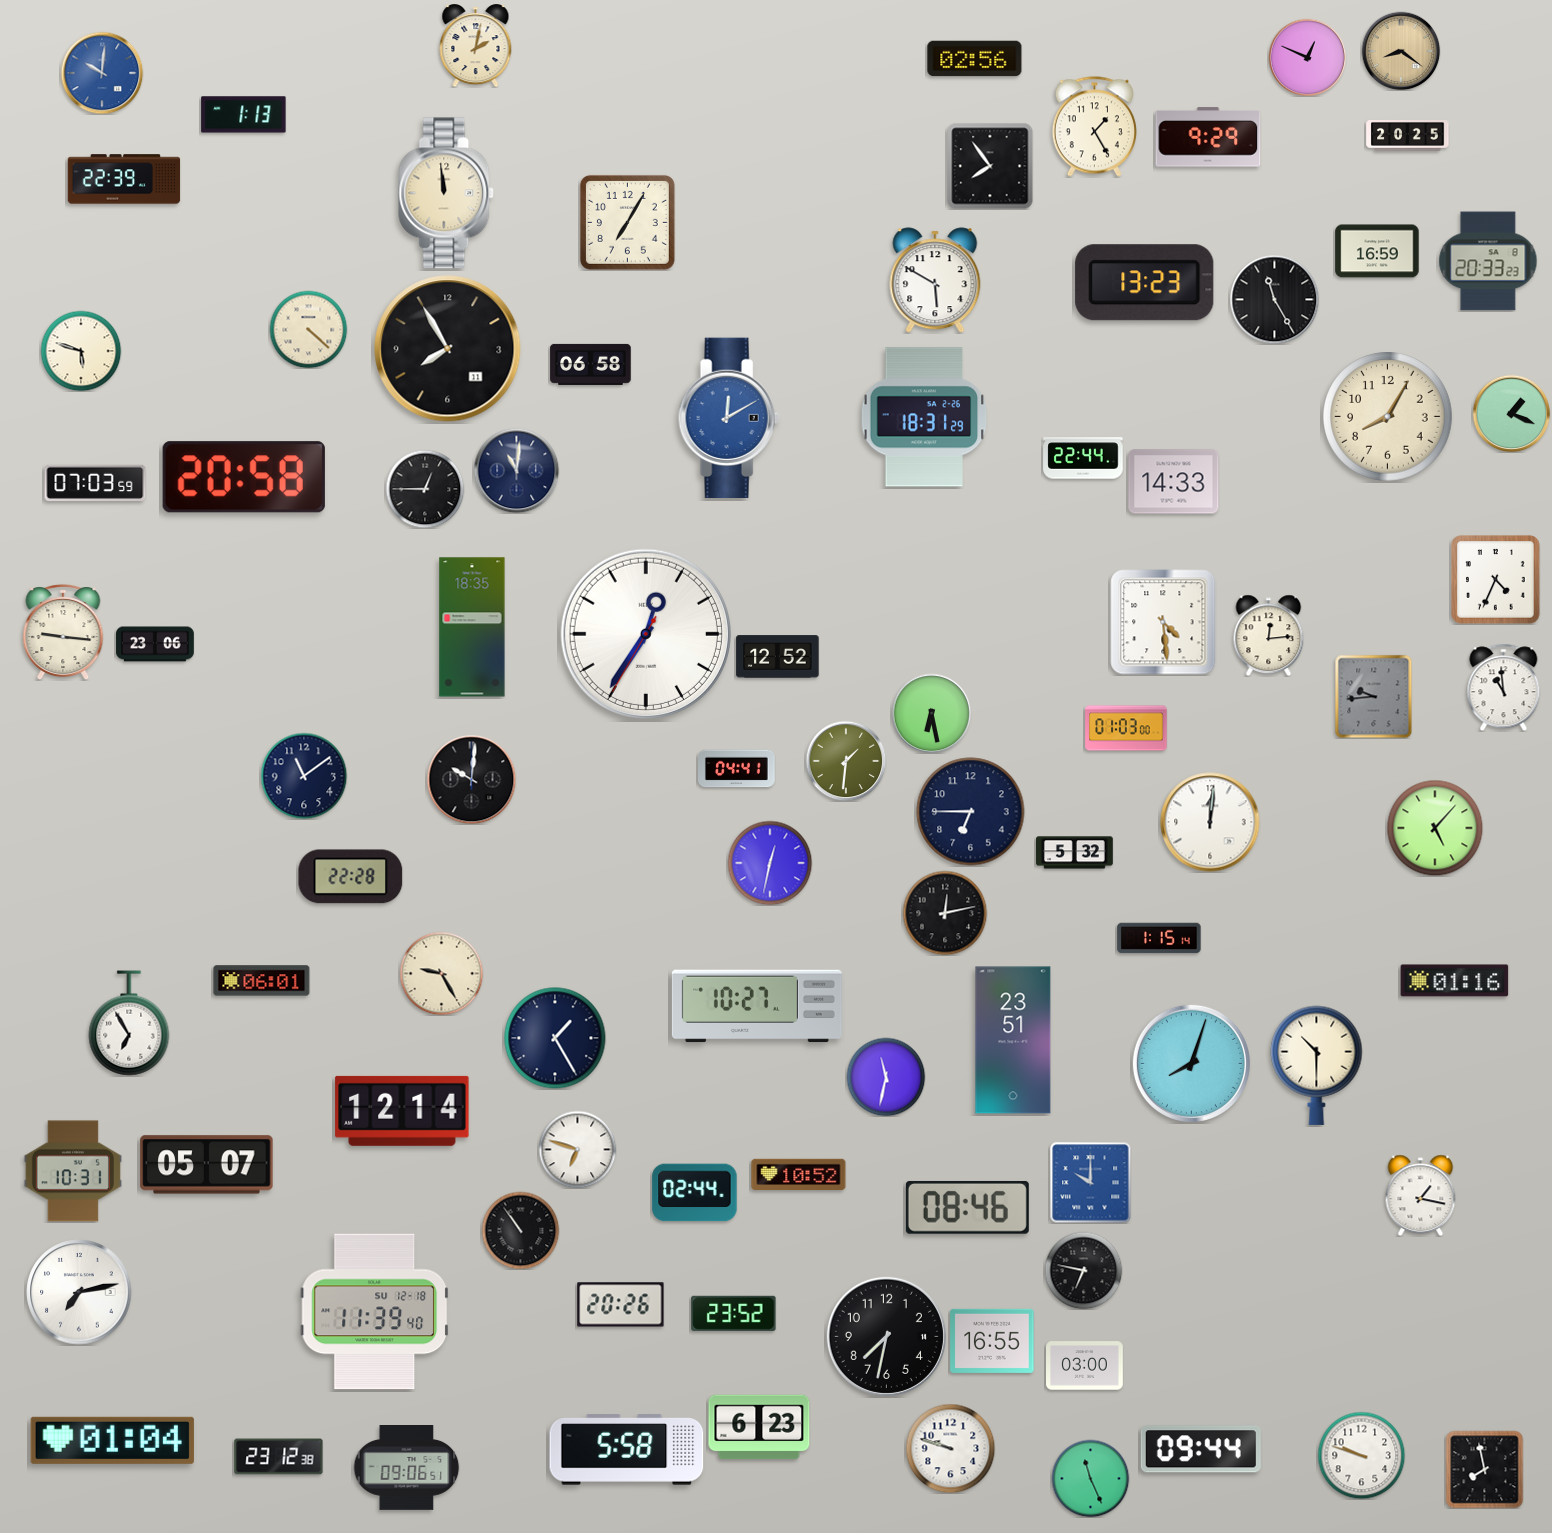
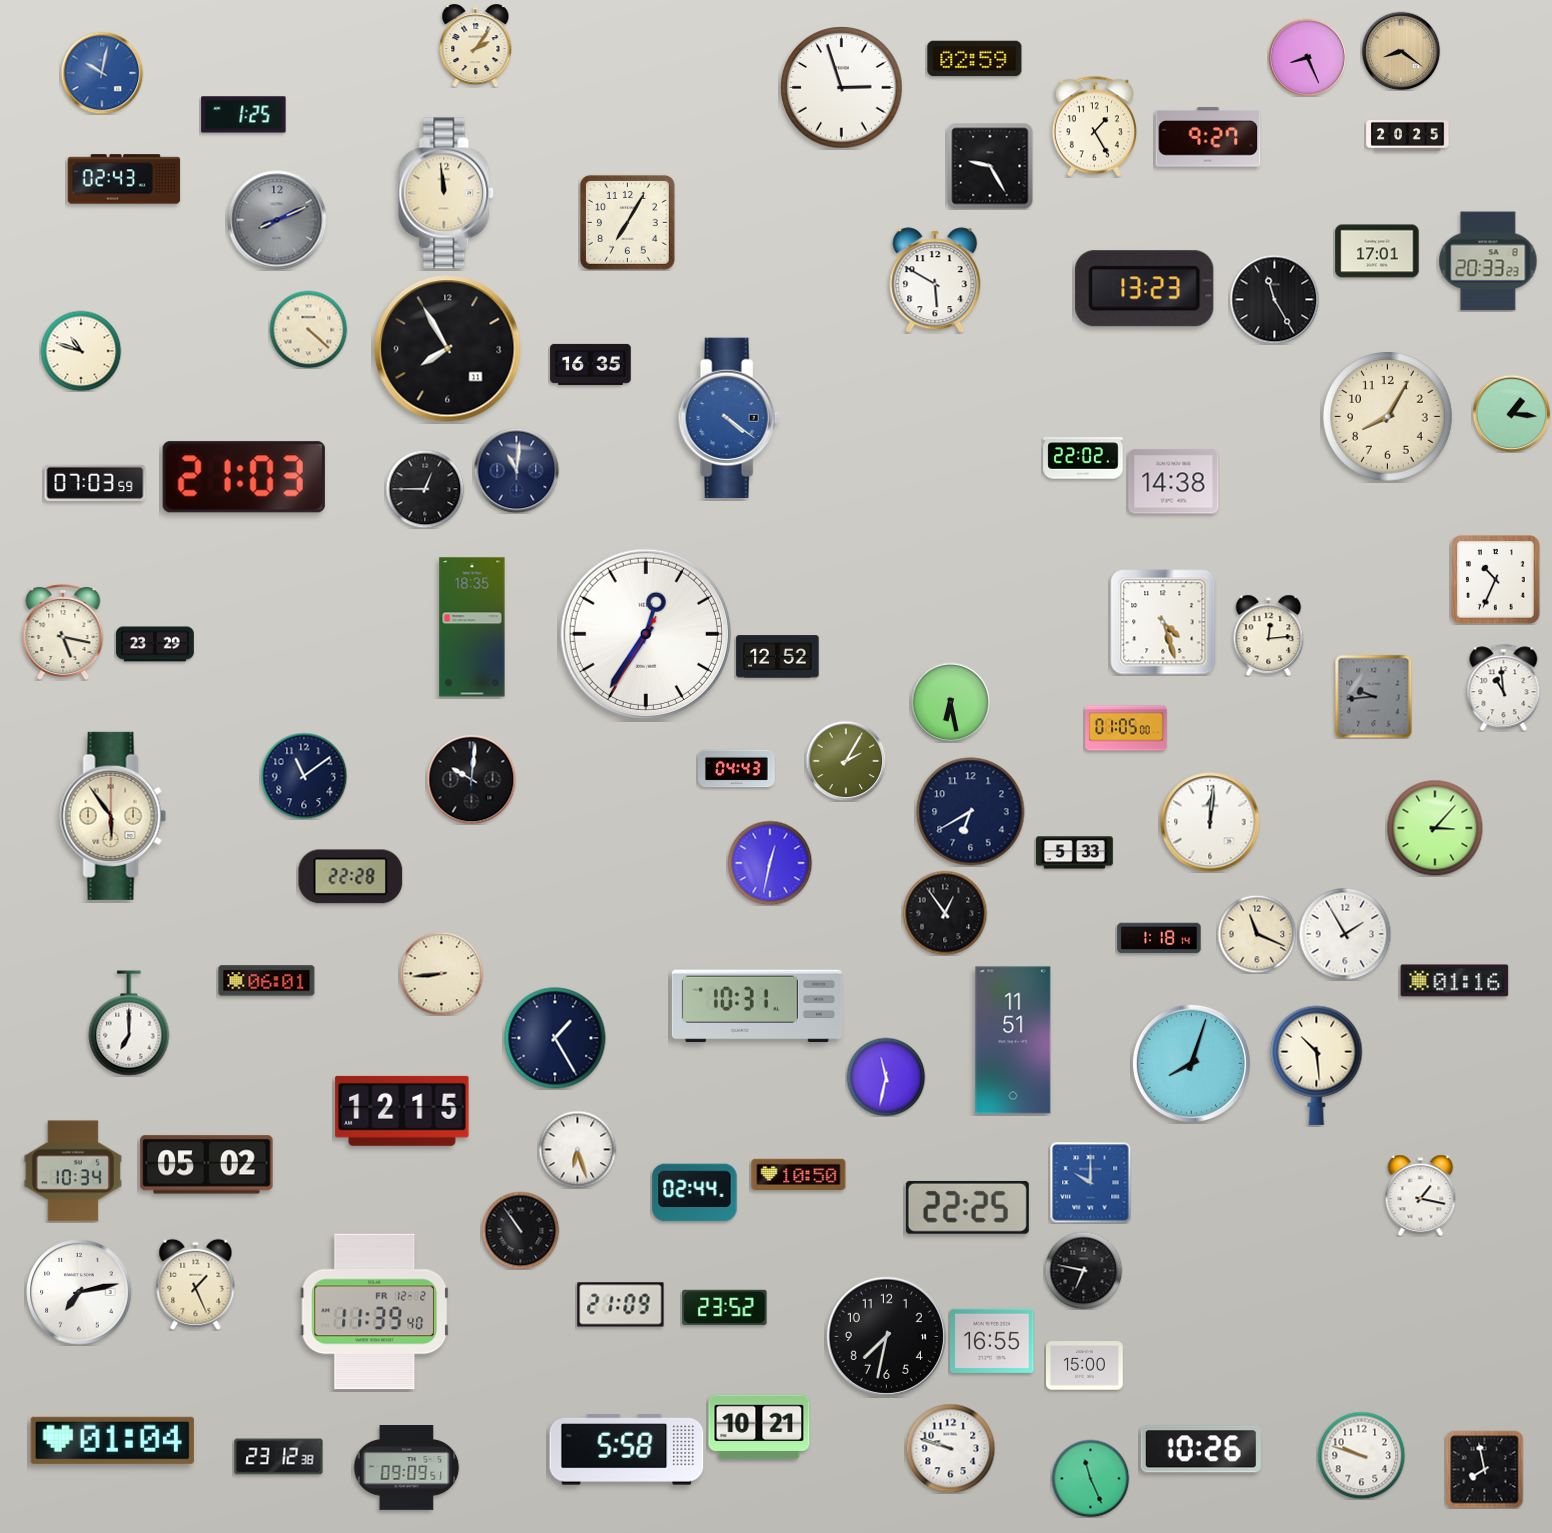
clock at (476, 46): 2:02 -> 2:06
clock at (1307, 57): 12:49 -> 8:26
clock at (975, 59): 02:56 -> 02:59
clock at (102, 73): 10:01 -> 10:02
clock at (842, 88): none -> 2:57
clock at (244, 115): 1:13 -> 1:25
clock at (1208, 137): 9:29 -> 9:27
clock at (990, 166): 7:54 -> 9:25
clock at (124, 179): 22:39 -> 02:43
clock at (277, 220): none -> 8:11
clock at (1377, 251): 16:59 -> 17:01
clock at (1145, 283) position: (1145, 283) -> (1145, 289)
clock at (81, 351): 5:48 -> 10:48
clock at (591, 364): 06:58 -> 16:35
clock at (1511, 413): 1:19 -> 1:16
clock at (924, 417): 18:31 -> none
clock at (729, 418): 12:10 -> 4:21
clock at (1083, 458): 22:44 -> 22:02
clock at (244, 477): 20:58 -> 21:03
clock at (1174, 482): 14:33 -> 14:38
clock at (1496, 580): 4:34 -> 10:34
clock at (1163, 622): 4:29 -> 4:27
clock at (63, 633): 9:16 -> 5:17
clock at (155, 644): 23:06 -> 23:29
clock at (931, 713) position: (931, 713) -> (950, 702)
clock at (1126, 728): 01:03 -> 01:05
clock at (846, 761): 1:31 -> 2:05
clock at (737, 769): 04:41 -> 04:43
clock at (971, 812): 6:45 -> 6:40
clock at (113, 816): none -> 5:54
clock at (1435, 828): 5:07 -> 3:07
clock at (1075, 853): 5:32 -> 5:33
clock at (945, 913): 12:13 -> 12:54
clock at (1257, 934): none -> 11:19
clock at (1345, 934): none -> 1:55
clock at (1159, 938): 1:15 -> 1:18
clock at (441, 973): 9:25 -> 8:44
clock at (262, 981) position: (262, 981) -> (267, 981)
clock at (757, 1006): 10:27 -> 10:31
clock at (129, 1023): 6:55 -> 7:00
clock at (1013, 1040): 23:51 -> 11:51
clock at (1317, 1065): 10:30 -> 10:29
clock at (402, 1111): 12:14 -> 12:15
clock at (577, 1149): 6:48 -> 6:27
clock at (207, 1165): 05:07 -> 05:02
clock at (73, 1171): 10:31 -> 10:34
clock at (799, 1174): 10:52 -> 10:50
clock at (967, 1207): 08:46 -> 22:25
clock at (196, 1284): none -> 1:26
clock at (621, 1305): 20:26 -> 21:09
clock at (375, 1312) date: SU 12-18 -> FR 12-2
clock at (734, 1313) position: (734, 1313) -> (725, 1307)
clock at (1085, 1366): 03:00 -> 15:00
clock at (759, 1427): 6:23 -> 10:21
clock at (1201, 1449): 09:44 -> 10:26
clock at (406, 1468): 09:06 -> 09:09
